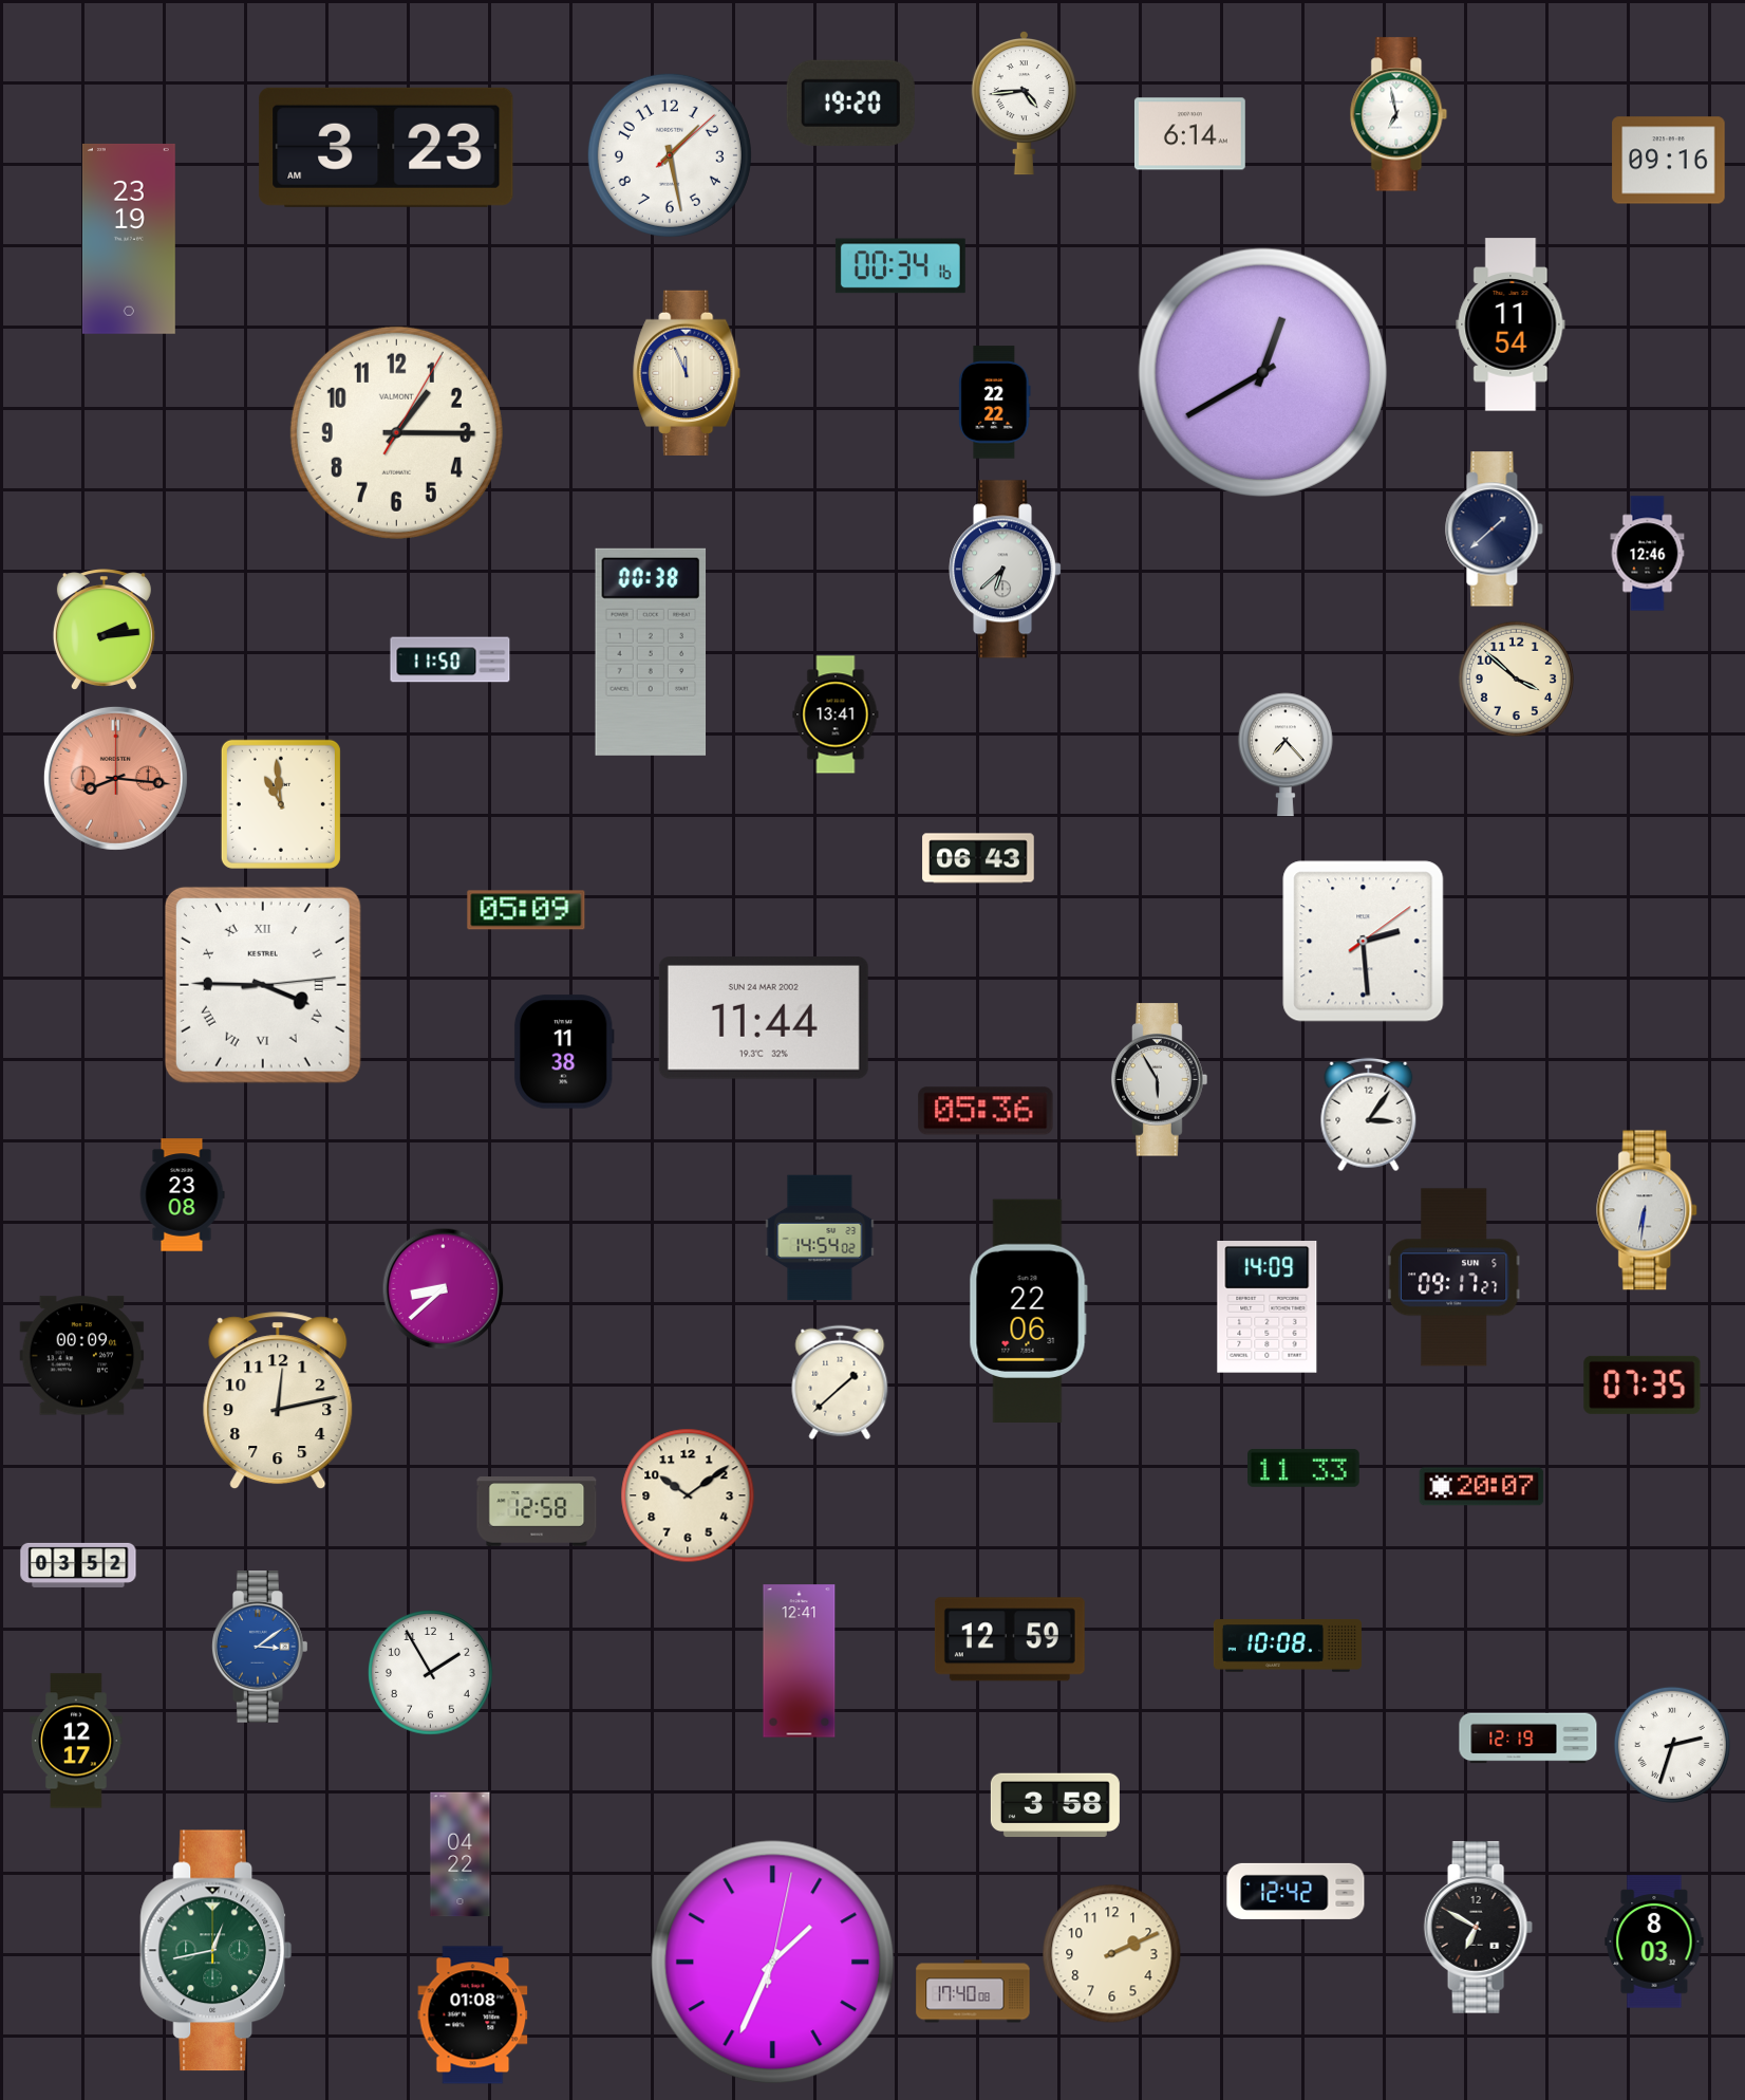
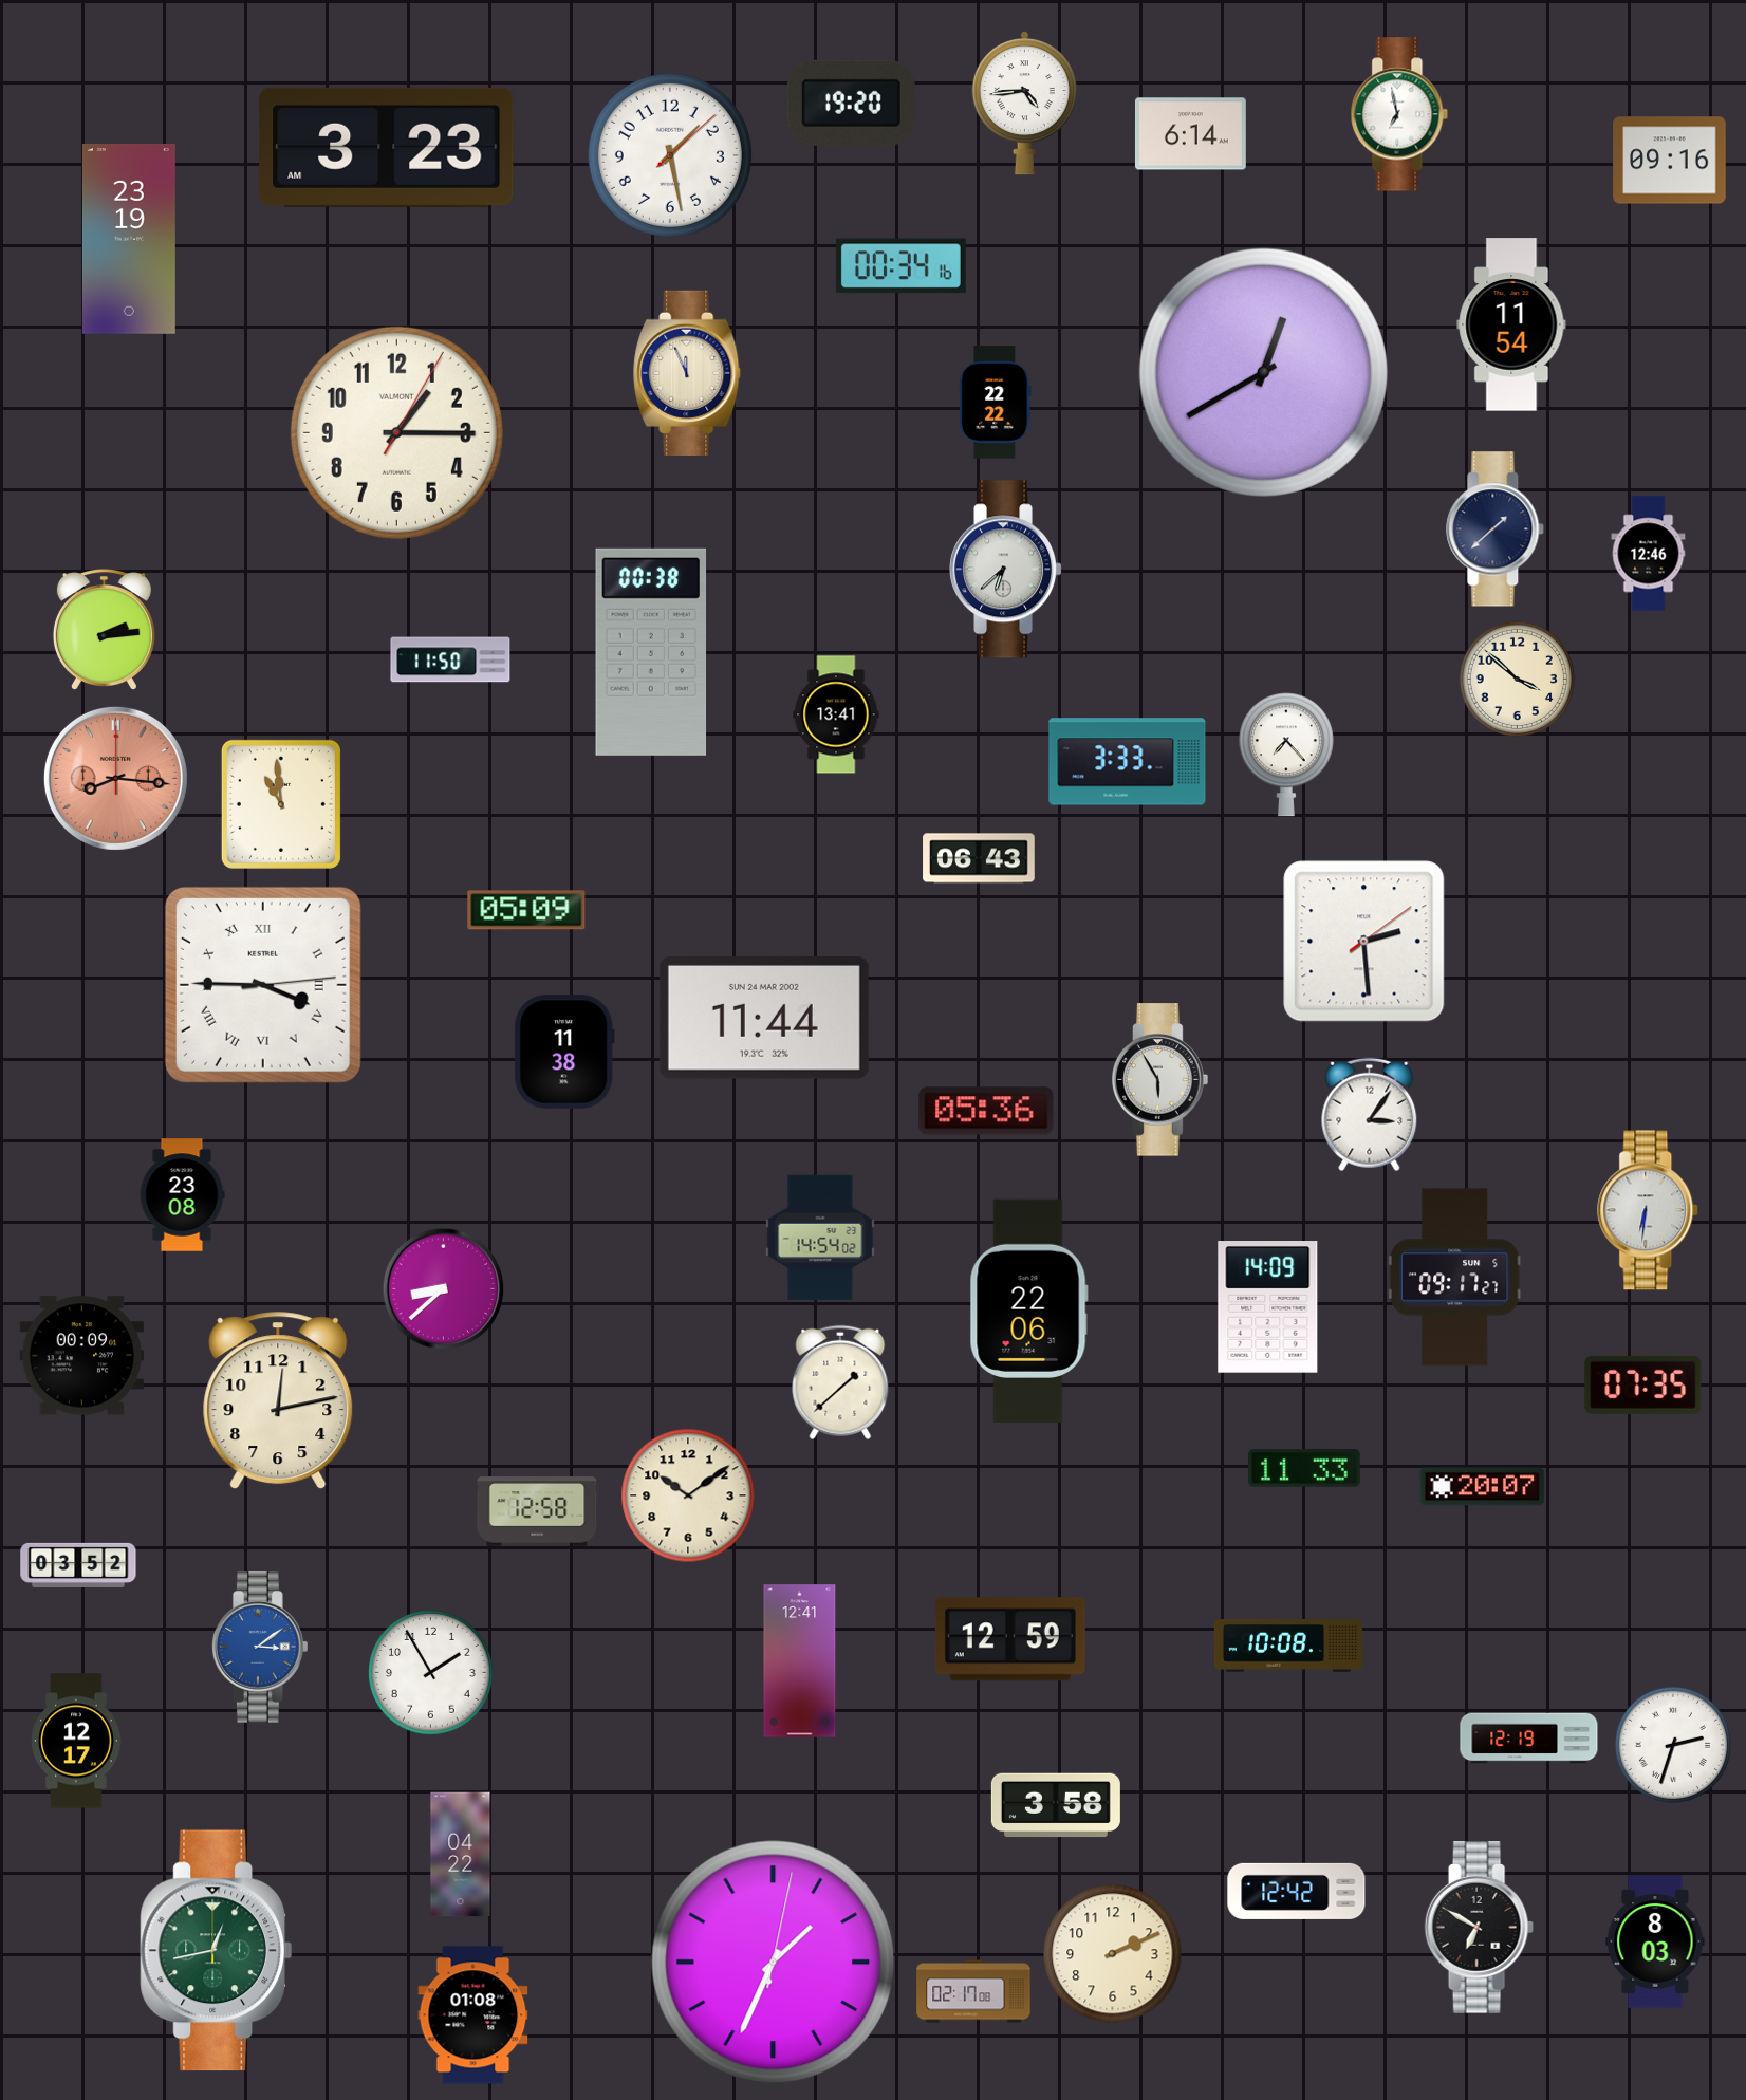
clock at (1128, 762): none -> 3:33
clock at (973, 1991): 17:40 -> 02:17
